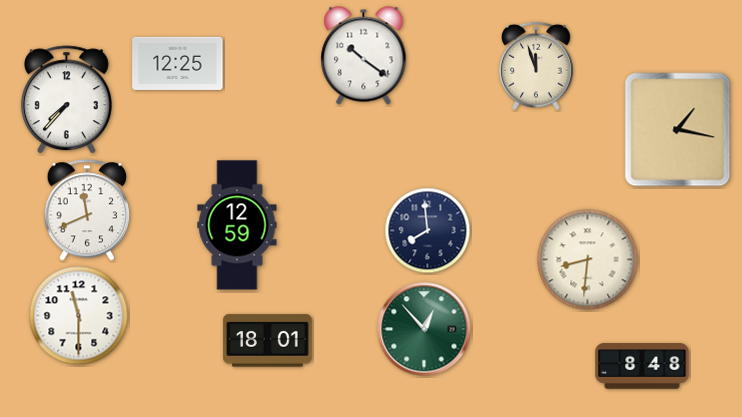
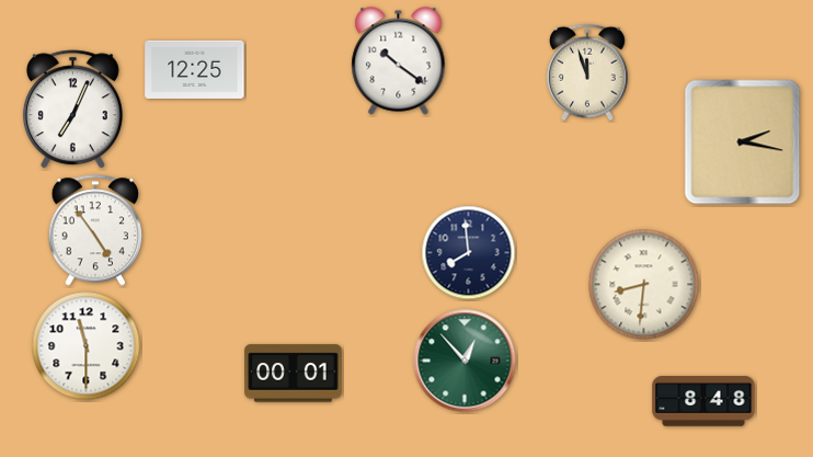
clock at (66, 100): 7:37 -> 7:04
clock at (678, 130): 1:17 -> 2:17
clock at (87, 210): 11:41 -> 4:54
clock at (237, 225): 12:59 -> none
clock at (268, 341): 18:01 -> 00:01
